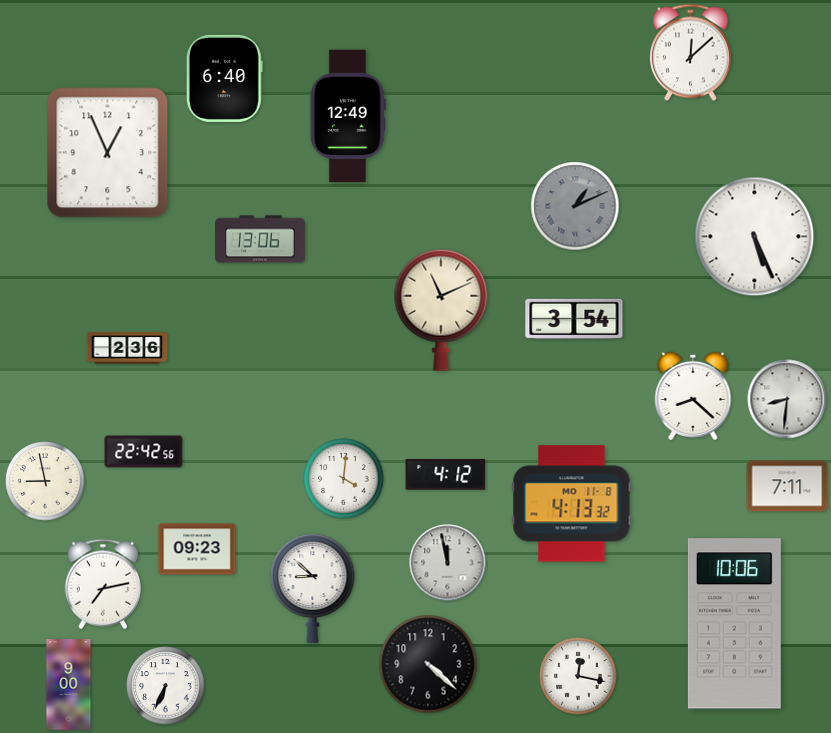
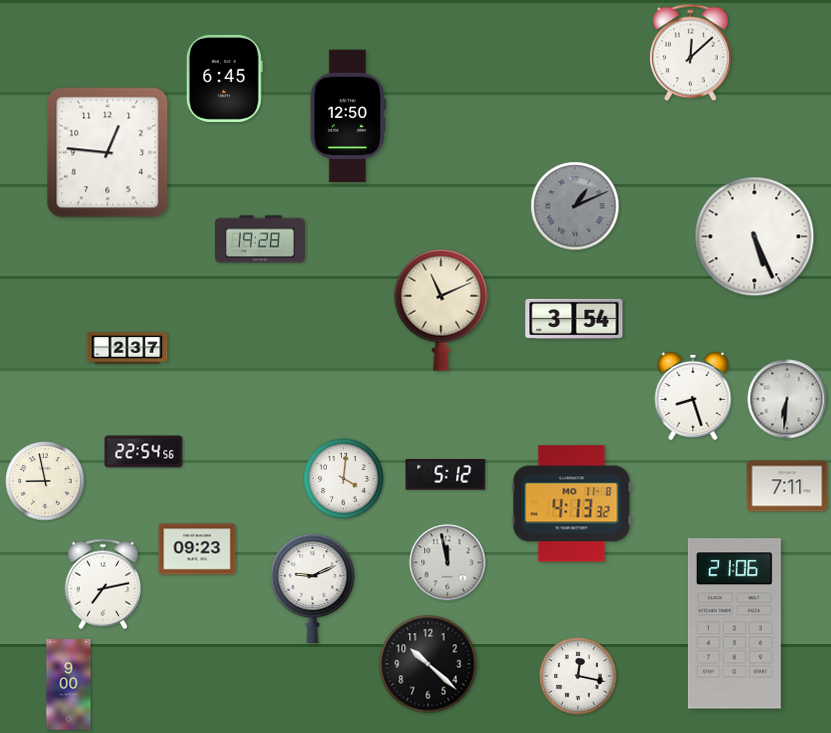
clock at (224, 78): 6:40 -> 6:45
clock at (348, 116): 12:49 -> 12:50
clock at (108, 153): 12:56 -> 12:46
clock at (260, 239): 13:06 -> 19:28
clock at (127, 348): 2:36 -> 2:37
clock at (693, 396): 8:22 -> 8:27
clock at (787, 399): 8:31 -> 6:31
clock at (144, 452): 22:42 -> 22:54
clock at (446, 475): 4:12 -> 5:12
clock at (313, 587): 8:52 -> 9:11
clock at (734, 624): 10:06 -> 21:06
clock at (428, 664): 4:22 -> 10:22
clock at (166, 686): 6:34 -> none
